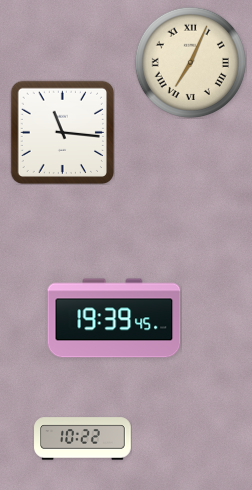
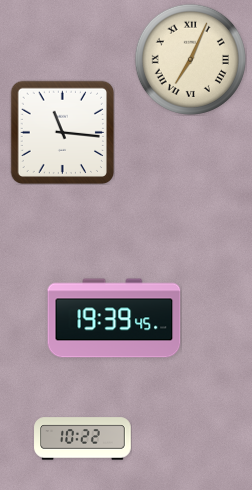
clock at (190, 62) position: (190, 62) -> (190, 59)
